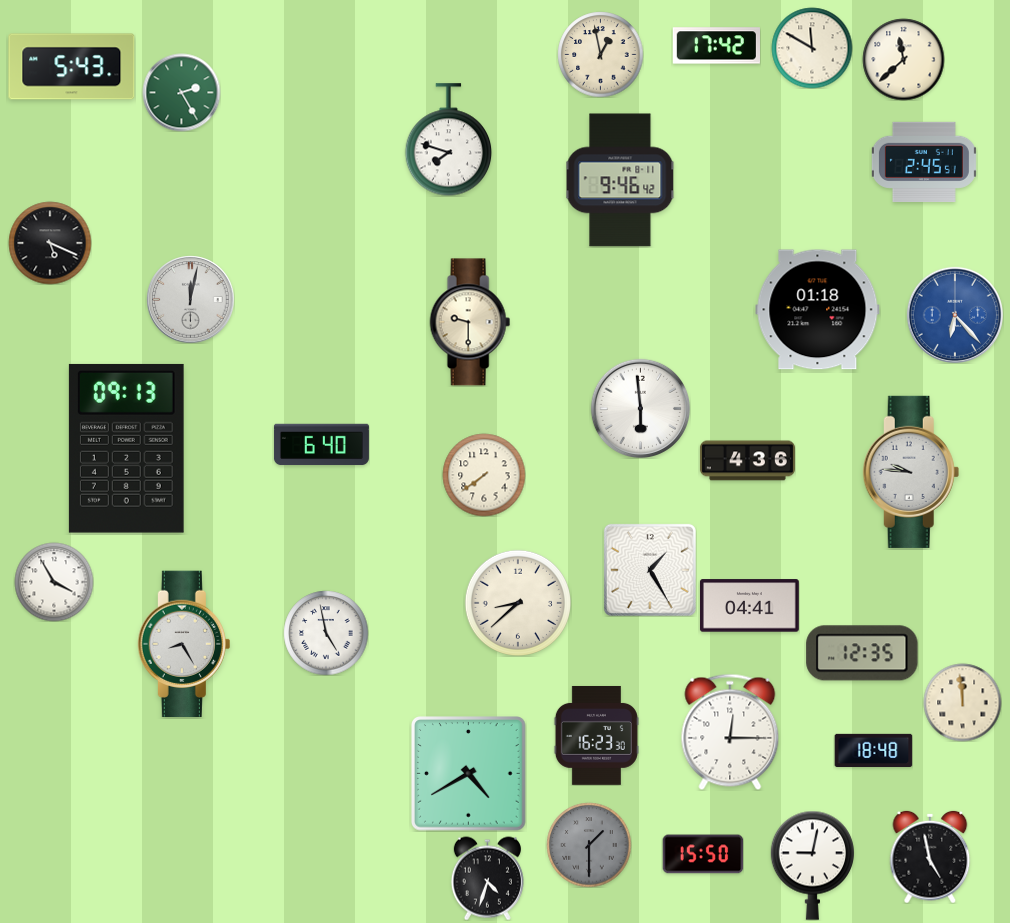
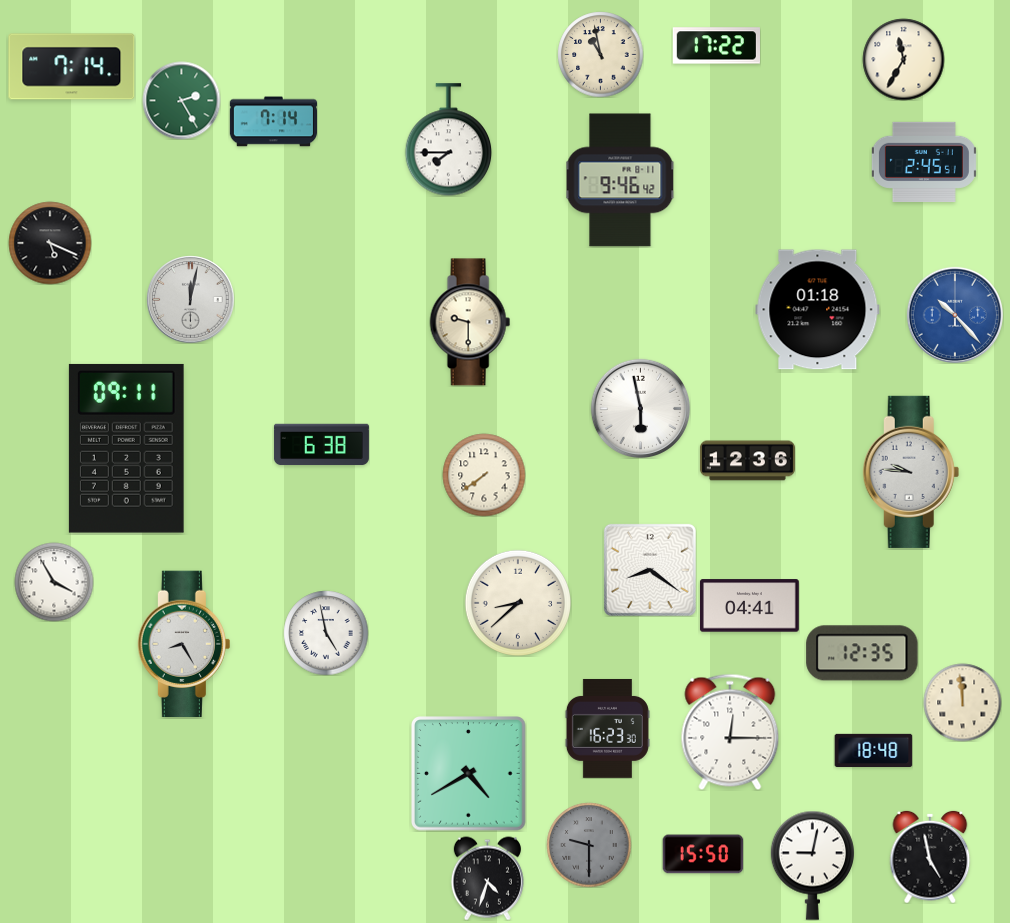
clock at (716, 46): 17:42 -> 17:22
clock at (812, 48): 11:50 -> none
clock at (600, 54): 12:58 -> 10:58
clock at (903, 59): 11:38 -> 11:35
clock at (72, 67): 5:43 -> 7:14
clock at (181, 92) position: (181, 92) -> (181, 100)
clock at (273, 122): none -> 7:14
clock at (449, 140): 7:48 -> 7:45
clock at (955, 315): 6:23 -> 10:23
clock at (640, 408): 5:59 -> 5:58
clock at (321, 445): 6:40 -> 6:38
clock at (126, 448): 09:13 -> 09:11
clock at (747, 461): 4:36 -> 12:36
clock at (650, 570): 1:25 -> 8:21
clock at (596, 735) position: (596, 735) -> (607, 728)
clock at (589, 845): 1:30 -> 9:30
